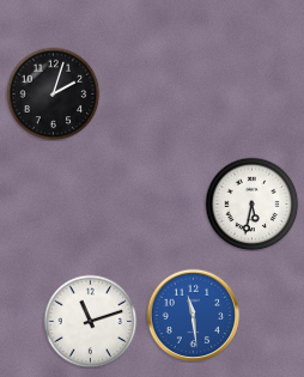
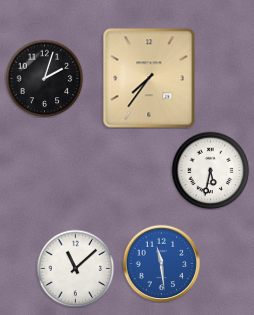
clock at (149, 78): none -> 7:36
clock at (90, 321): 11:12 -> 11:08
